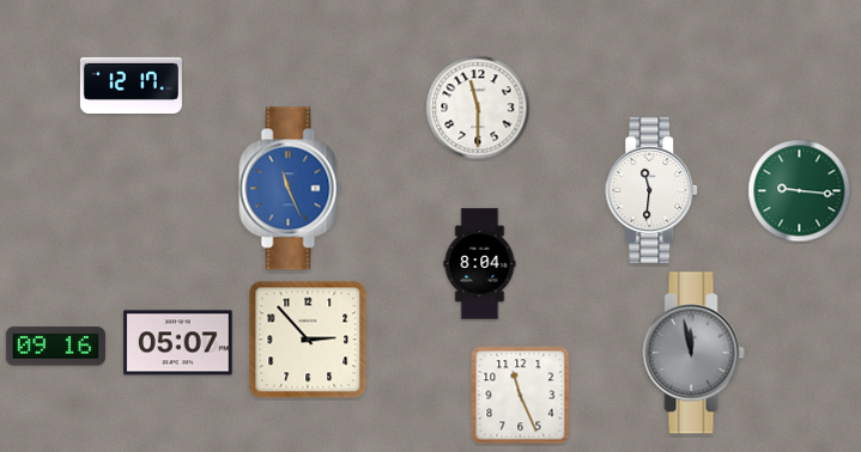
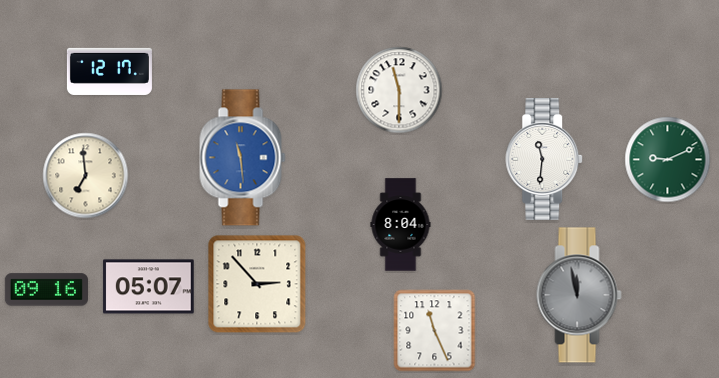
clock at (291, 189): 11:26 -> 11:29
clock at (800, 191): 9:16 -> 9:11
clock at (86, 176): none -> 6:59
clock at (480, 264) position: (480, 264) -> (401, 225)
